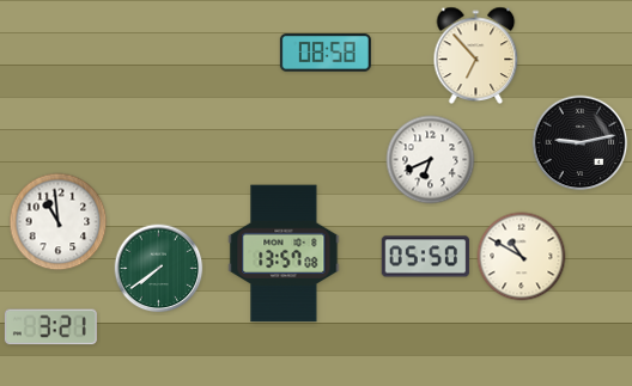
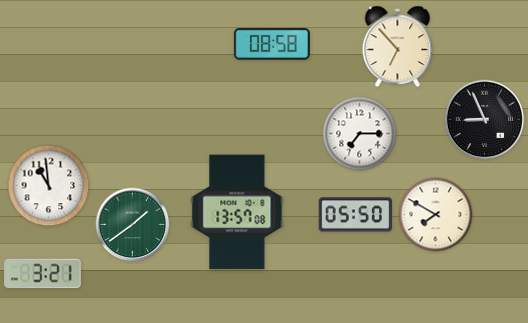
clock at (581, 143): 9:13 -> 8:56
clock at (431, 160): 6:41 -> 7:15
clock at (522, 257): 10:50 -> 7:50
clock at (159, 269): 7:39 -> 1:39
